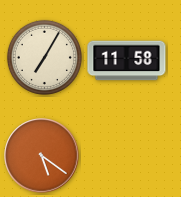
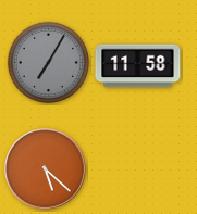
clock at (44, 57) dial: cream -> grey
clock at (42, 156): 5:21 -> 5:22
